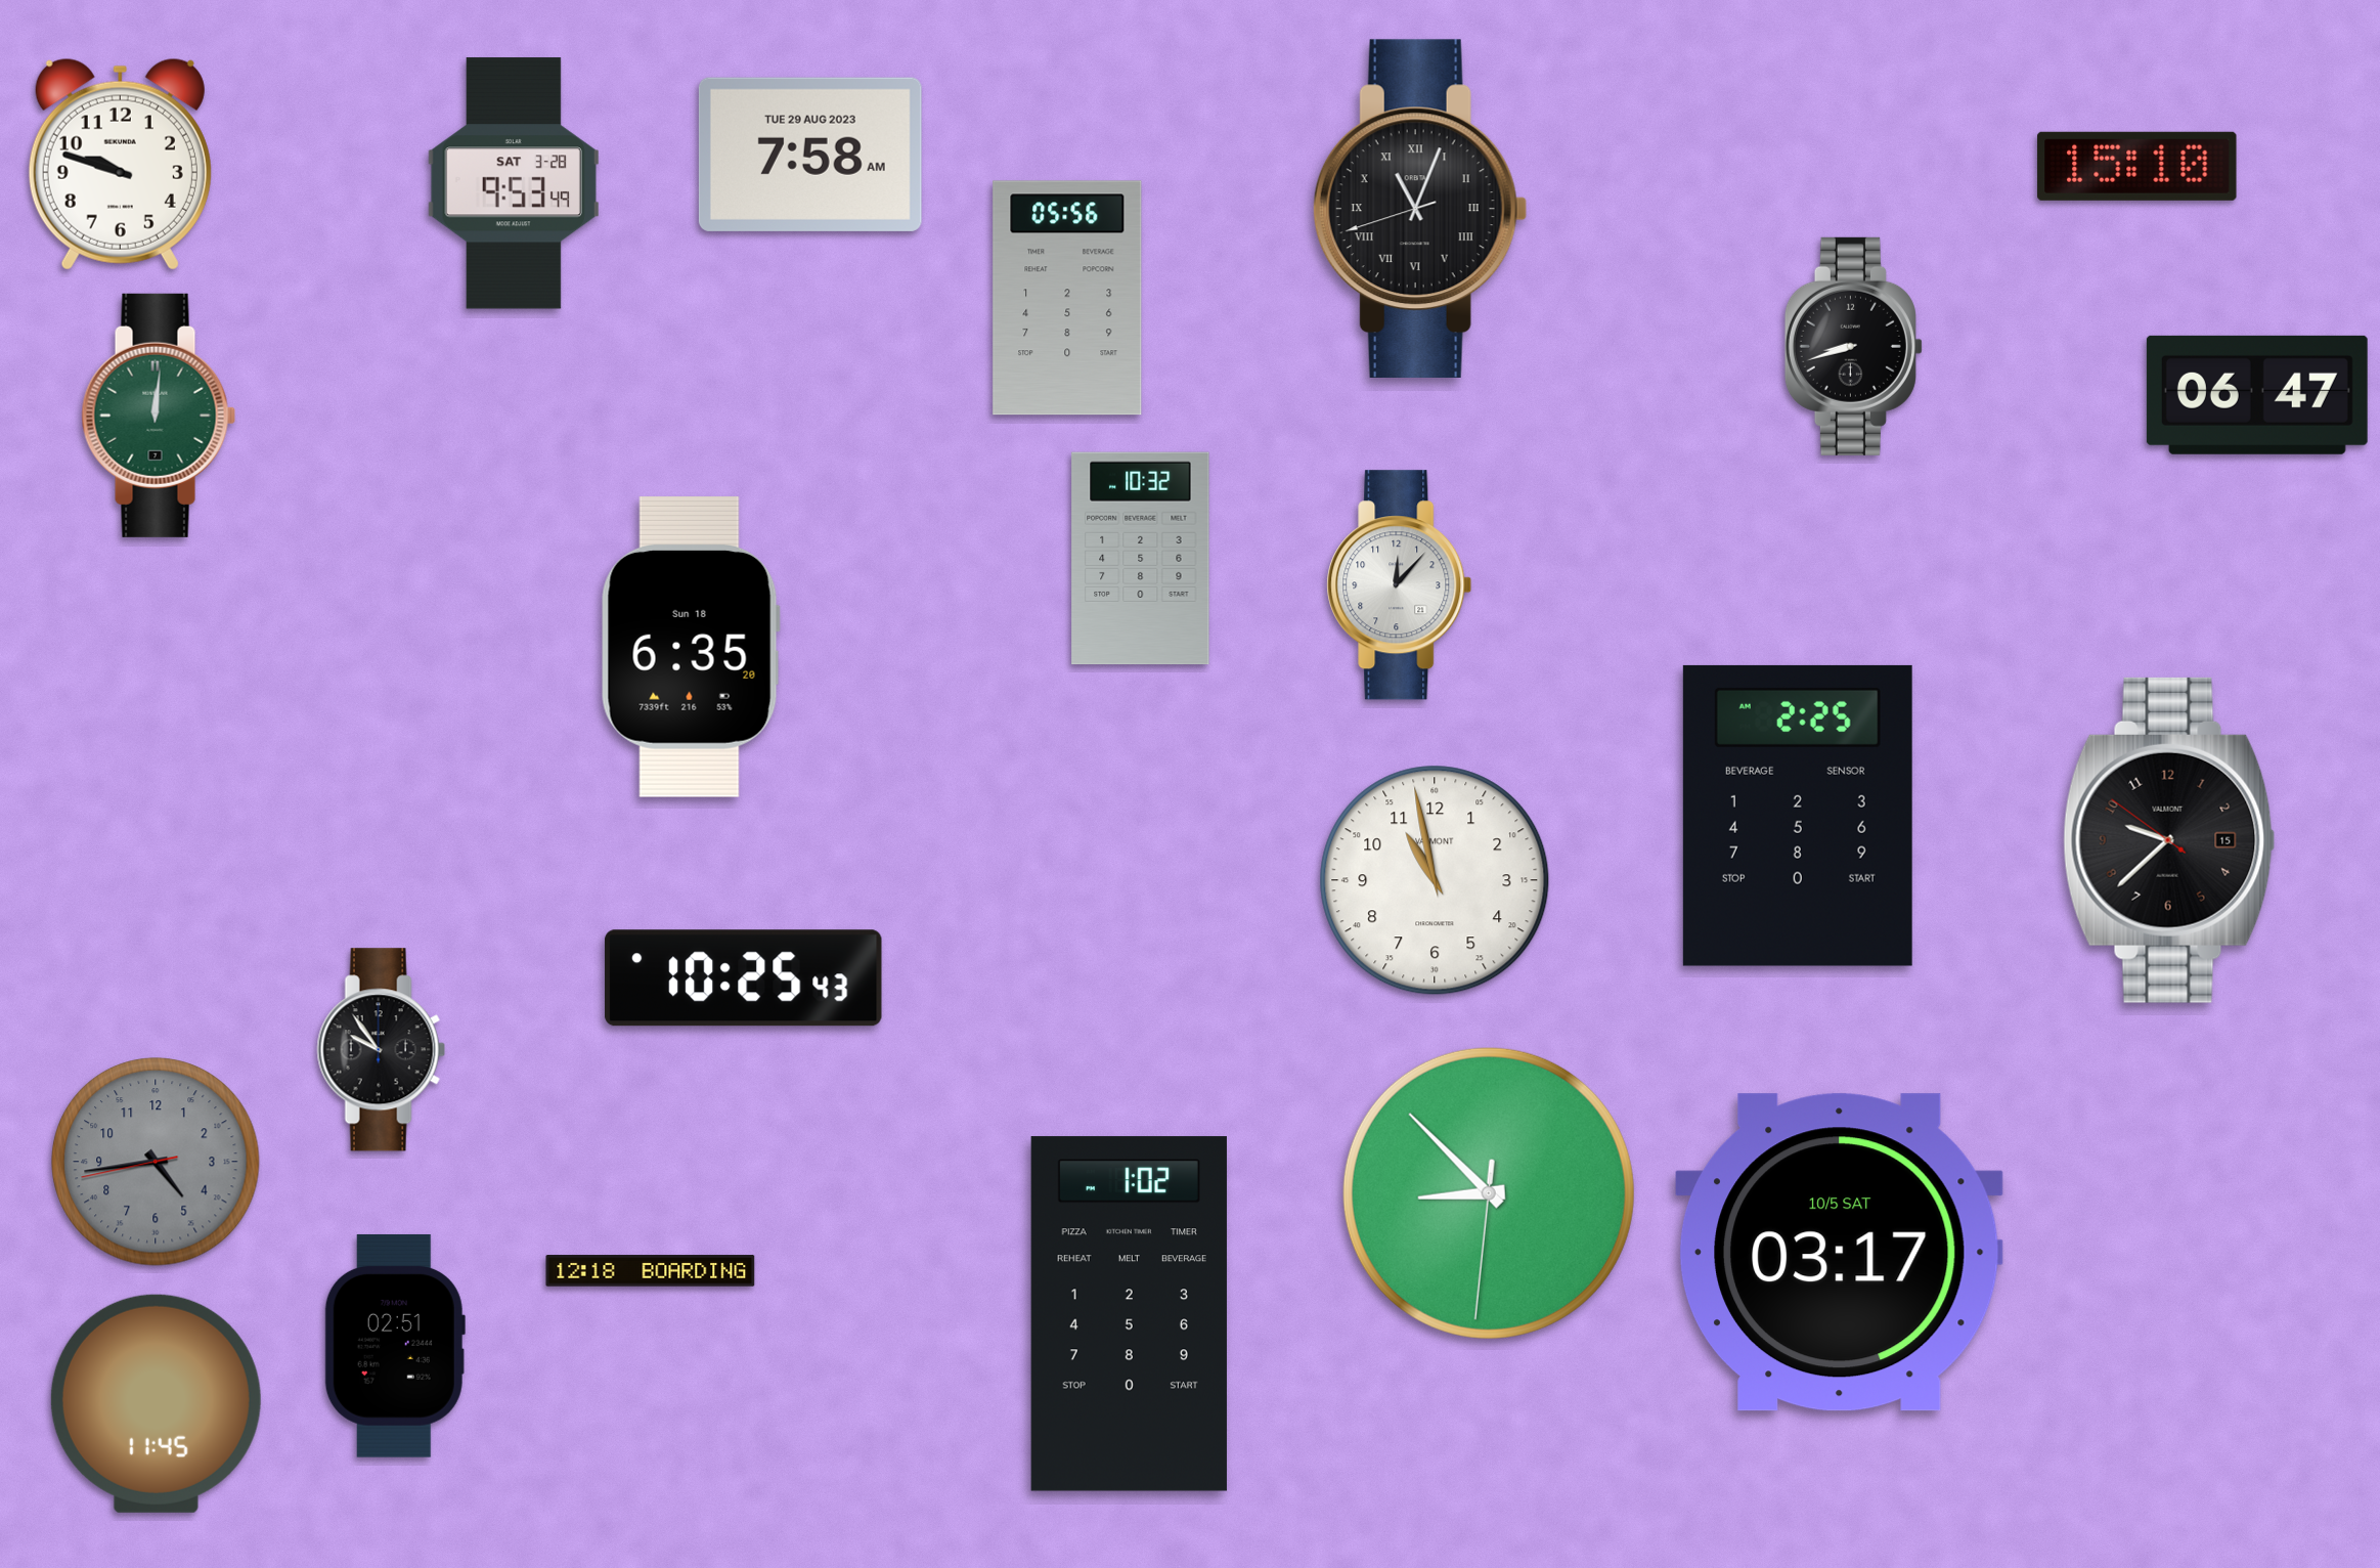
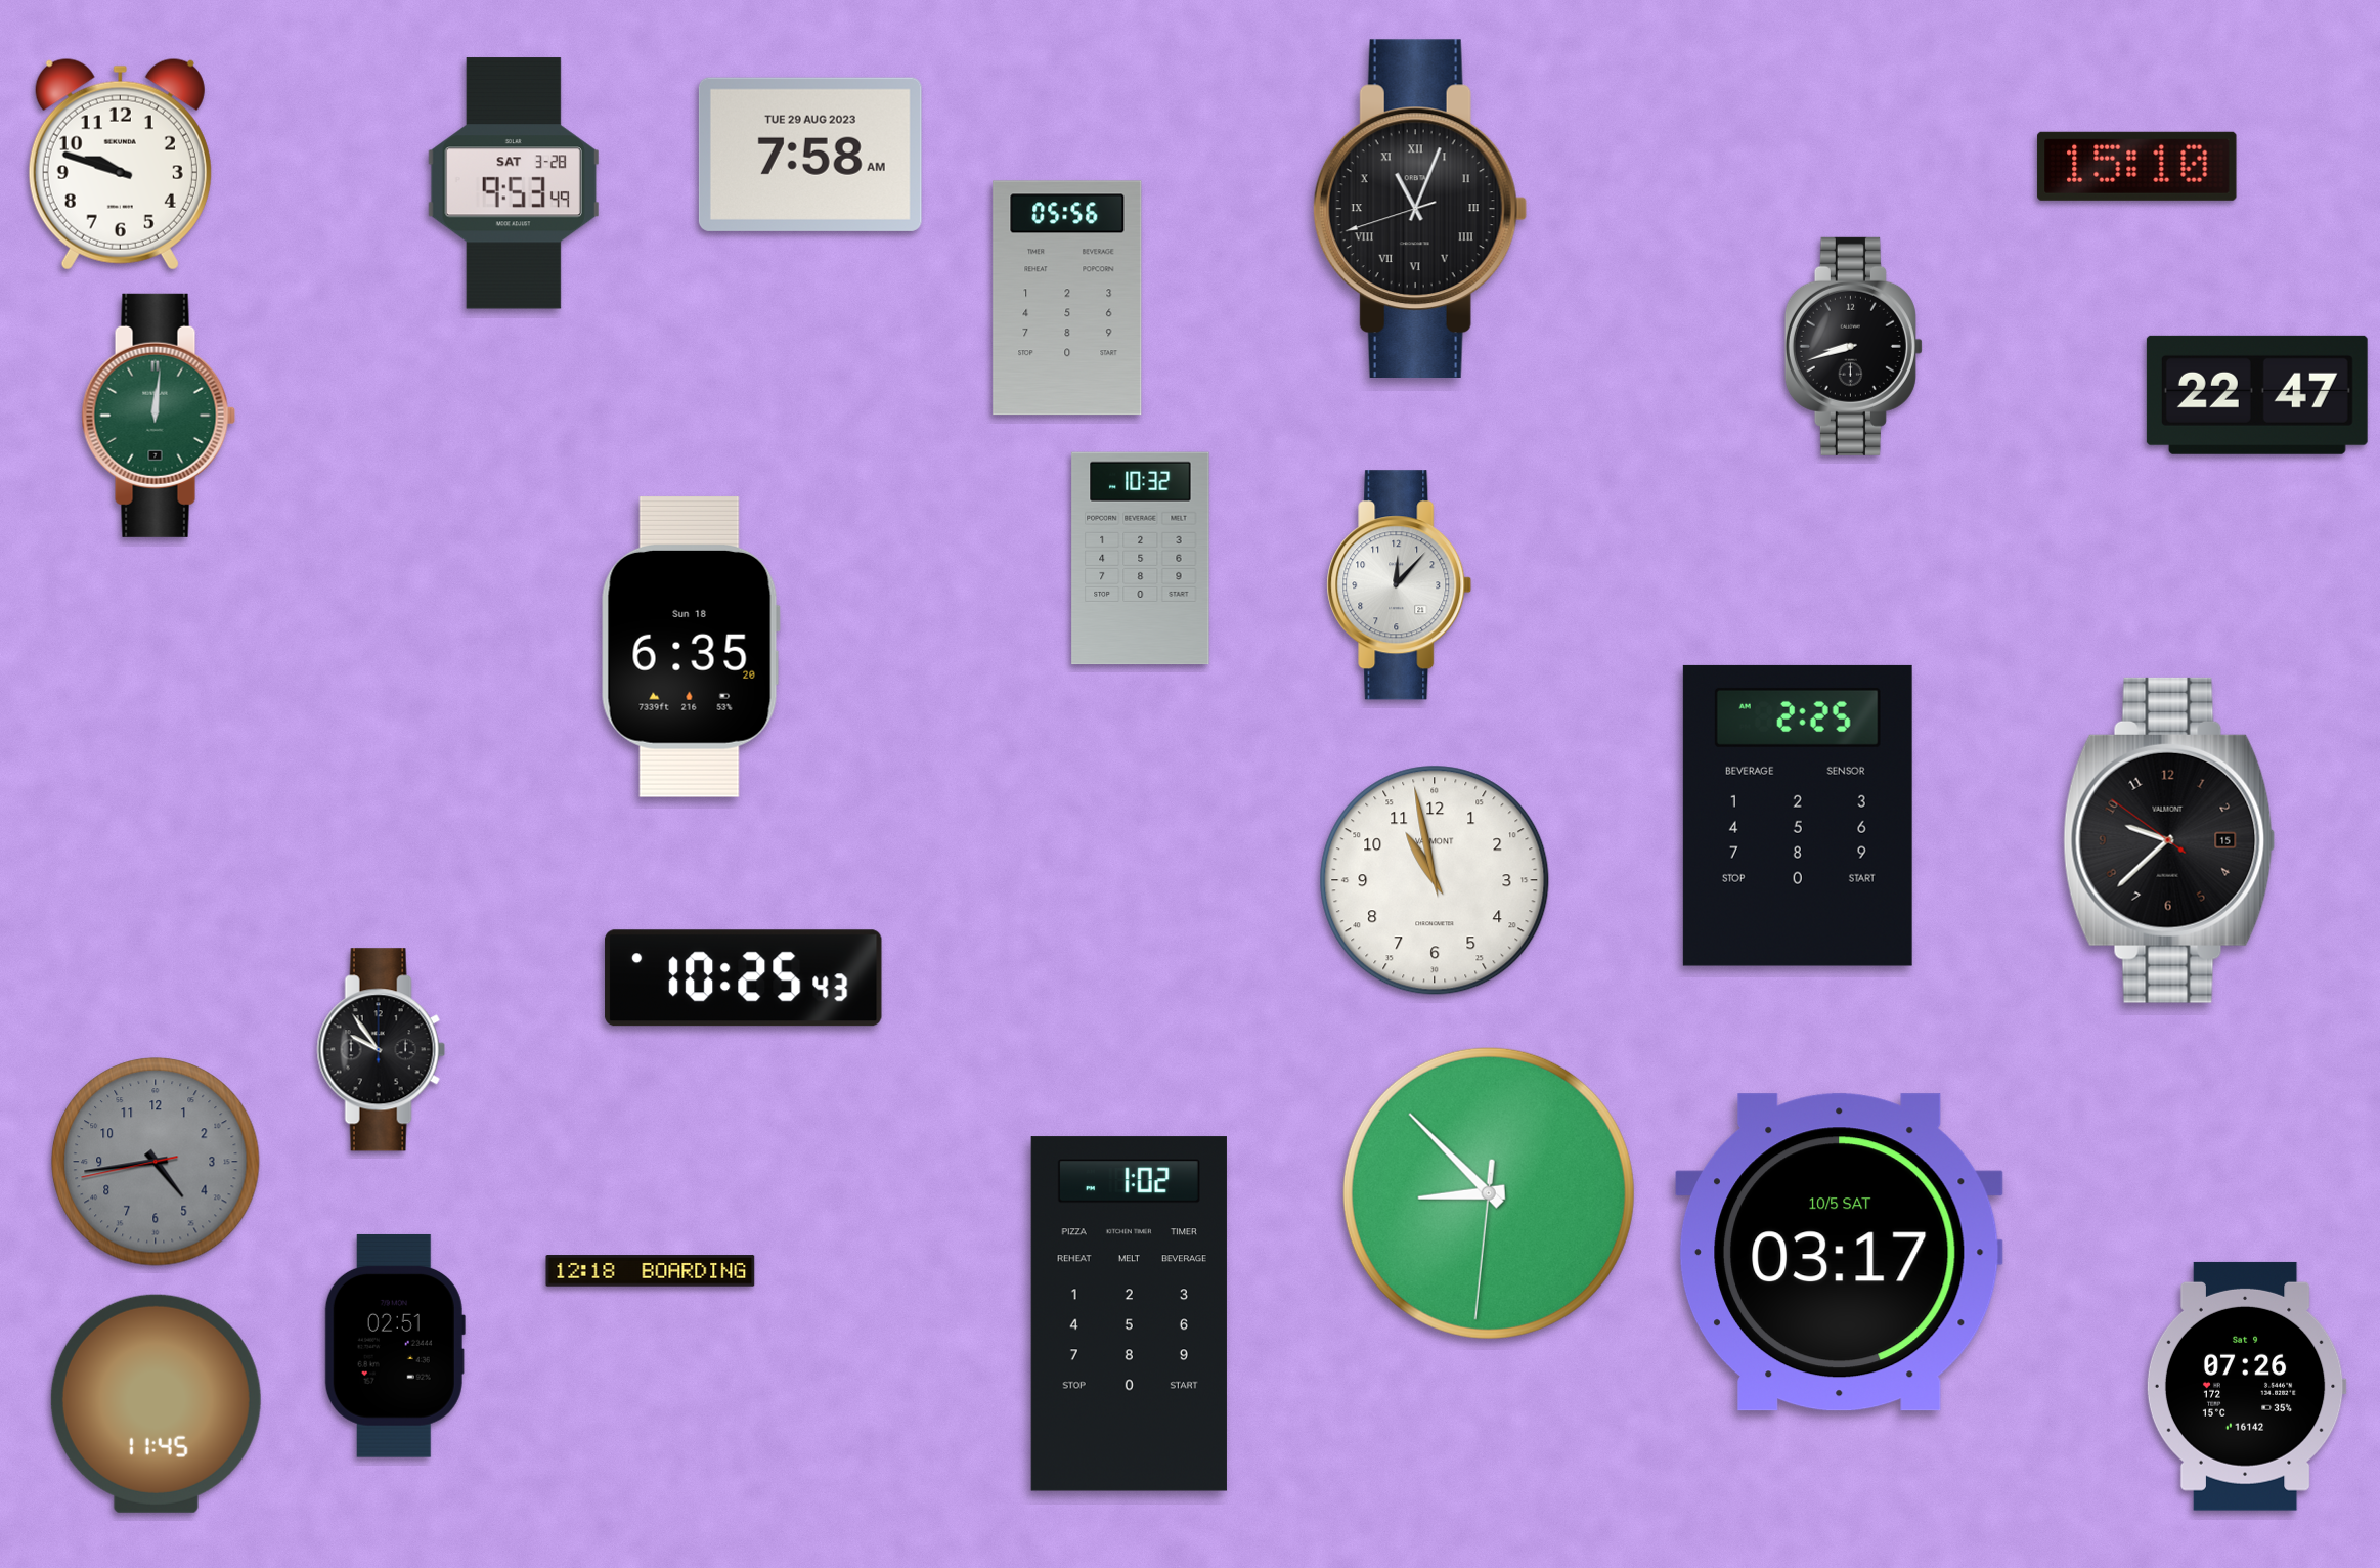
clock at (2257, 395): 06:47 -> 22:47
clock at (2246, 1386): none -> 07:26
